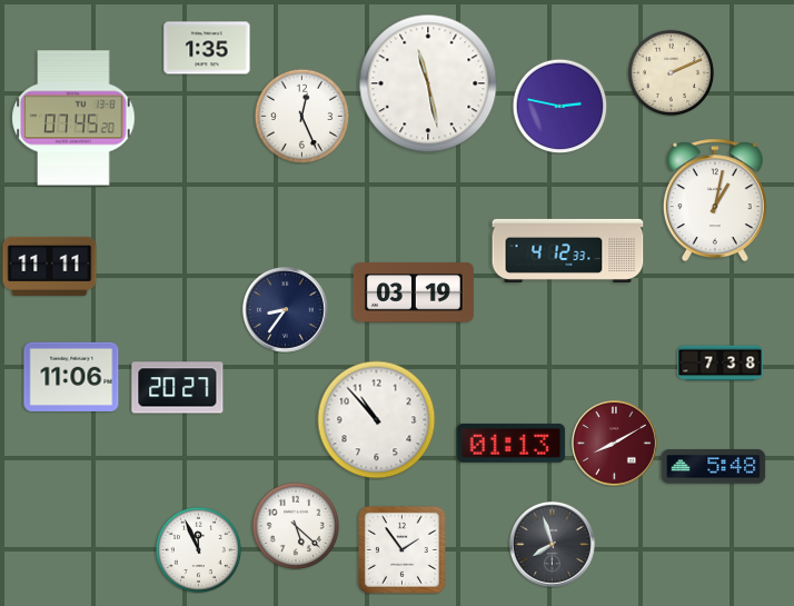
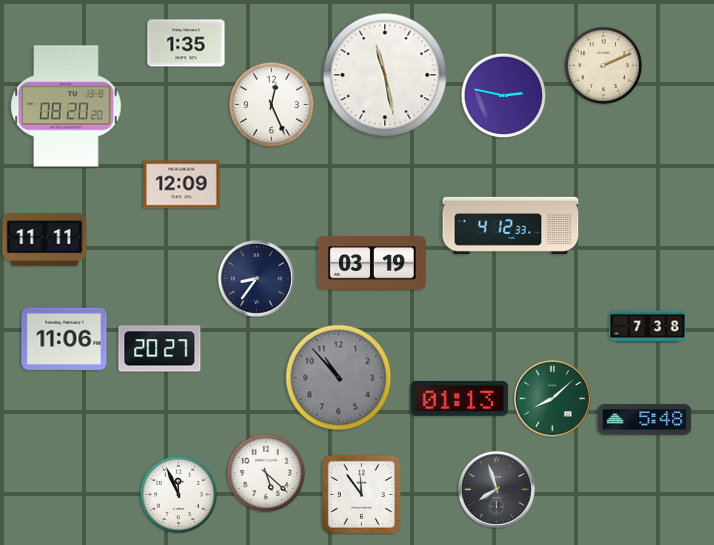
clock at (73, 118): 07:45 -> 08:20
clock at (715, 200): 1:02 -> none
clock at (182, 185): none -> 12:09
clock at (377, 420) dial: white -> grey
clock at (614, 443): 8:10 -> 8:08
clock at (614, 443) dial: burgundy -> green
clock at (714, 467) position: (714, 467) -> (645, 420)
clock at (401, 549): 1:54 -> 11:54
